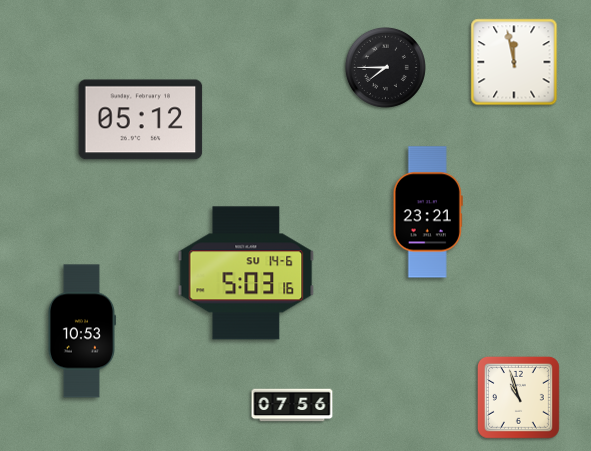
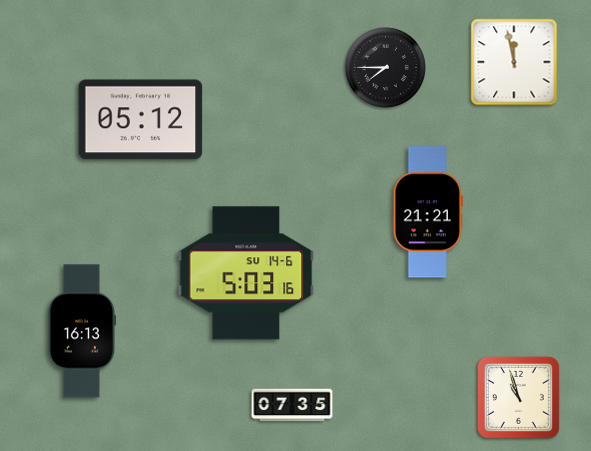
clock at (428, 212): 23:21 -> 21:21
clock at (81, 331): 10:53 -> 16:13
clock at (292, 405): 07:56 -> 07:35
